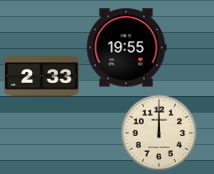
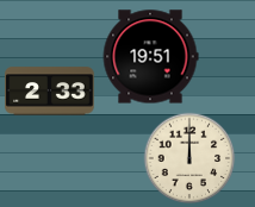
clock at (126, 48): 19:55 -> 19:51
